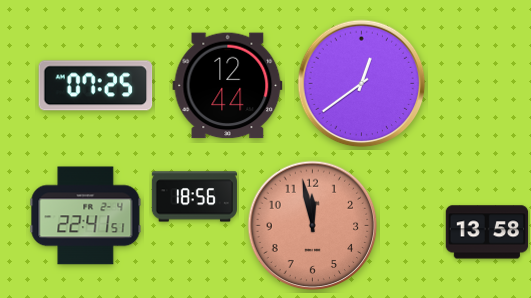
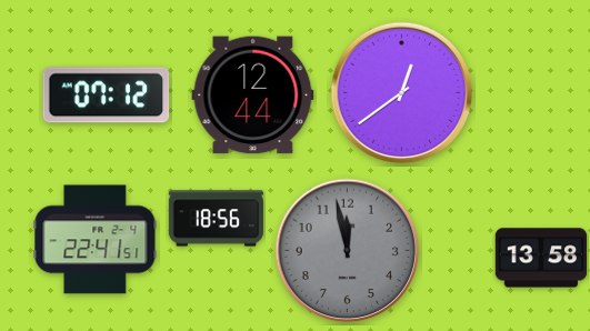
clock at (96, 86): 07:25 -> 07:12
clock at (313, 226) dial: salmon -> grey
